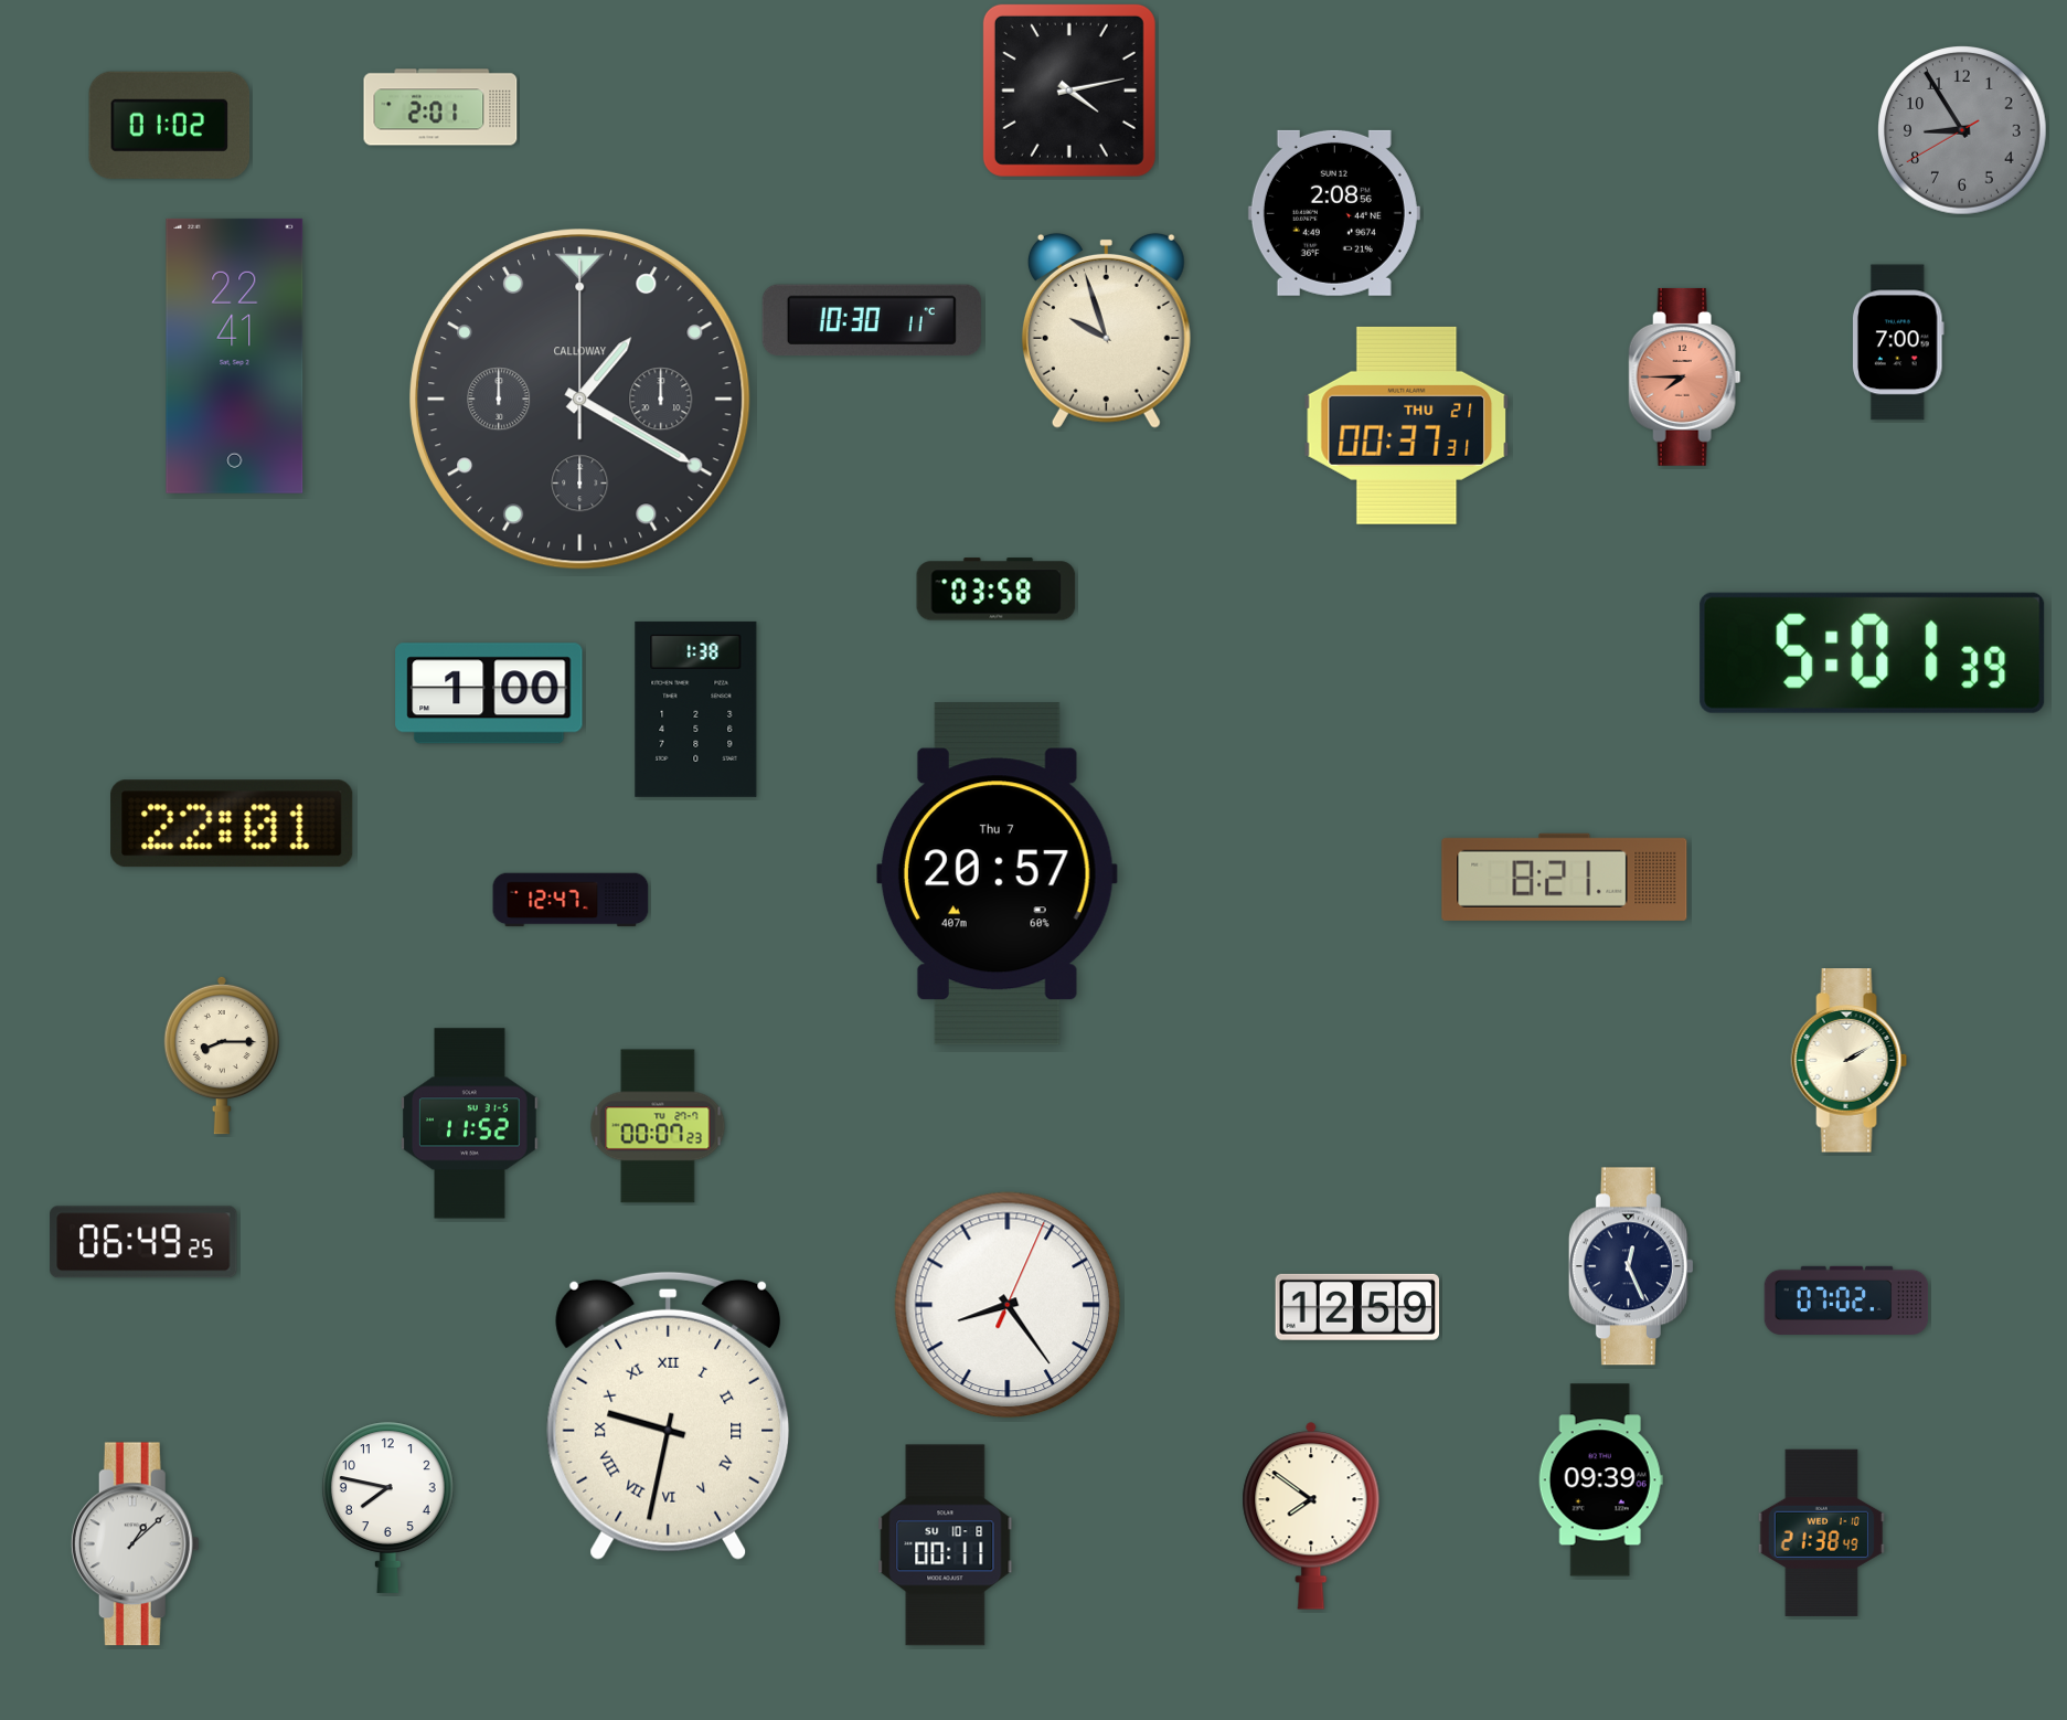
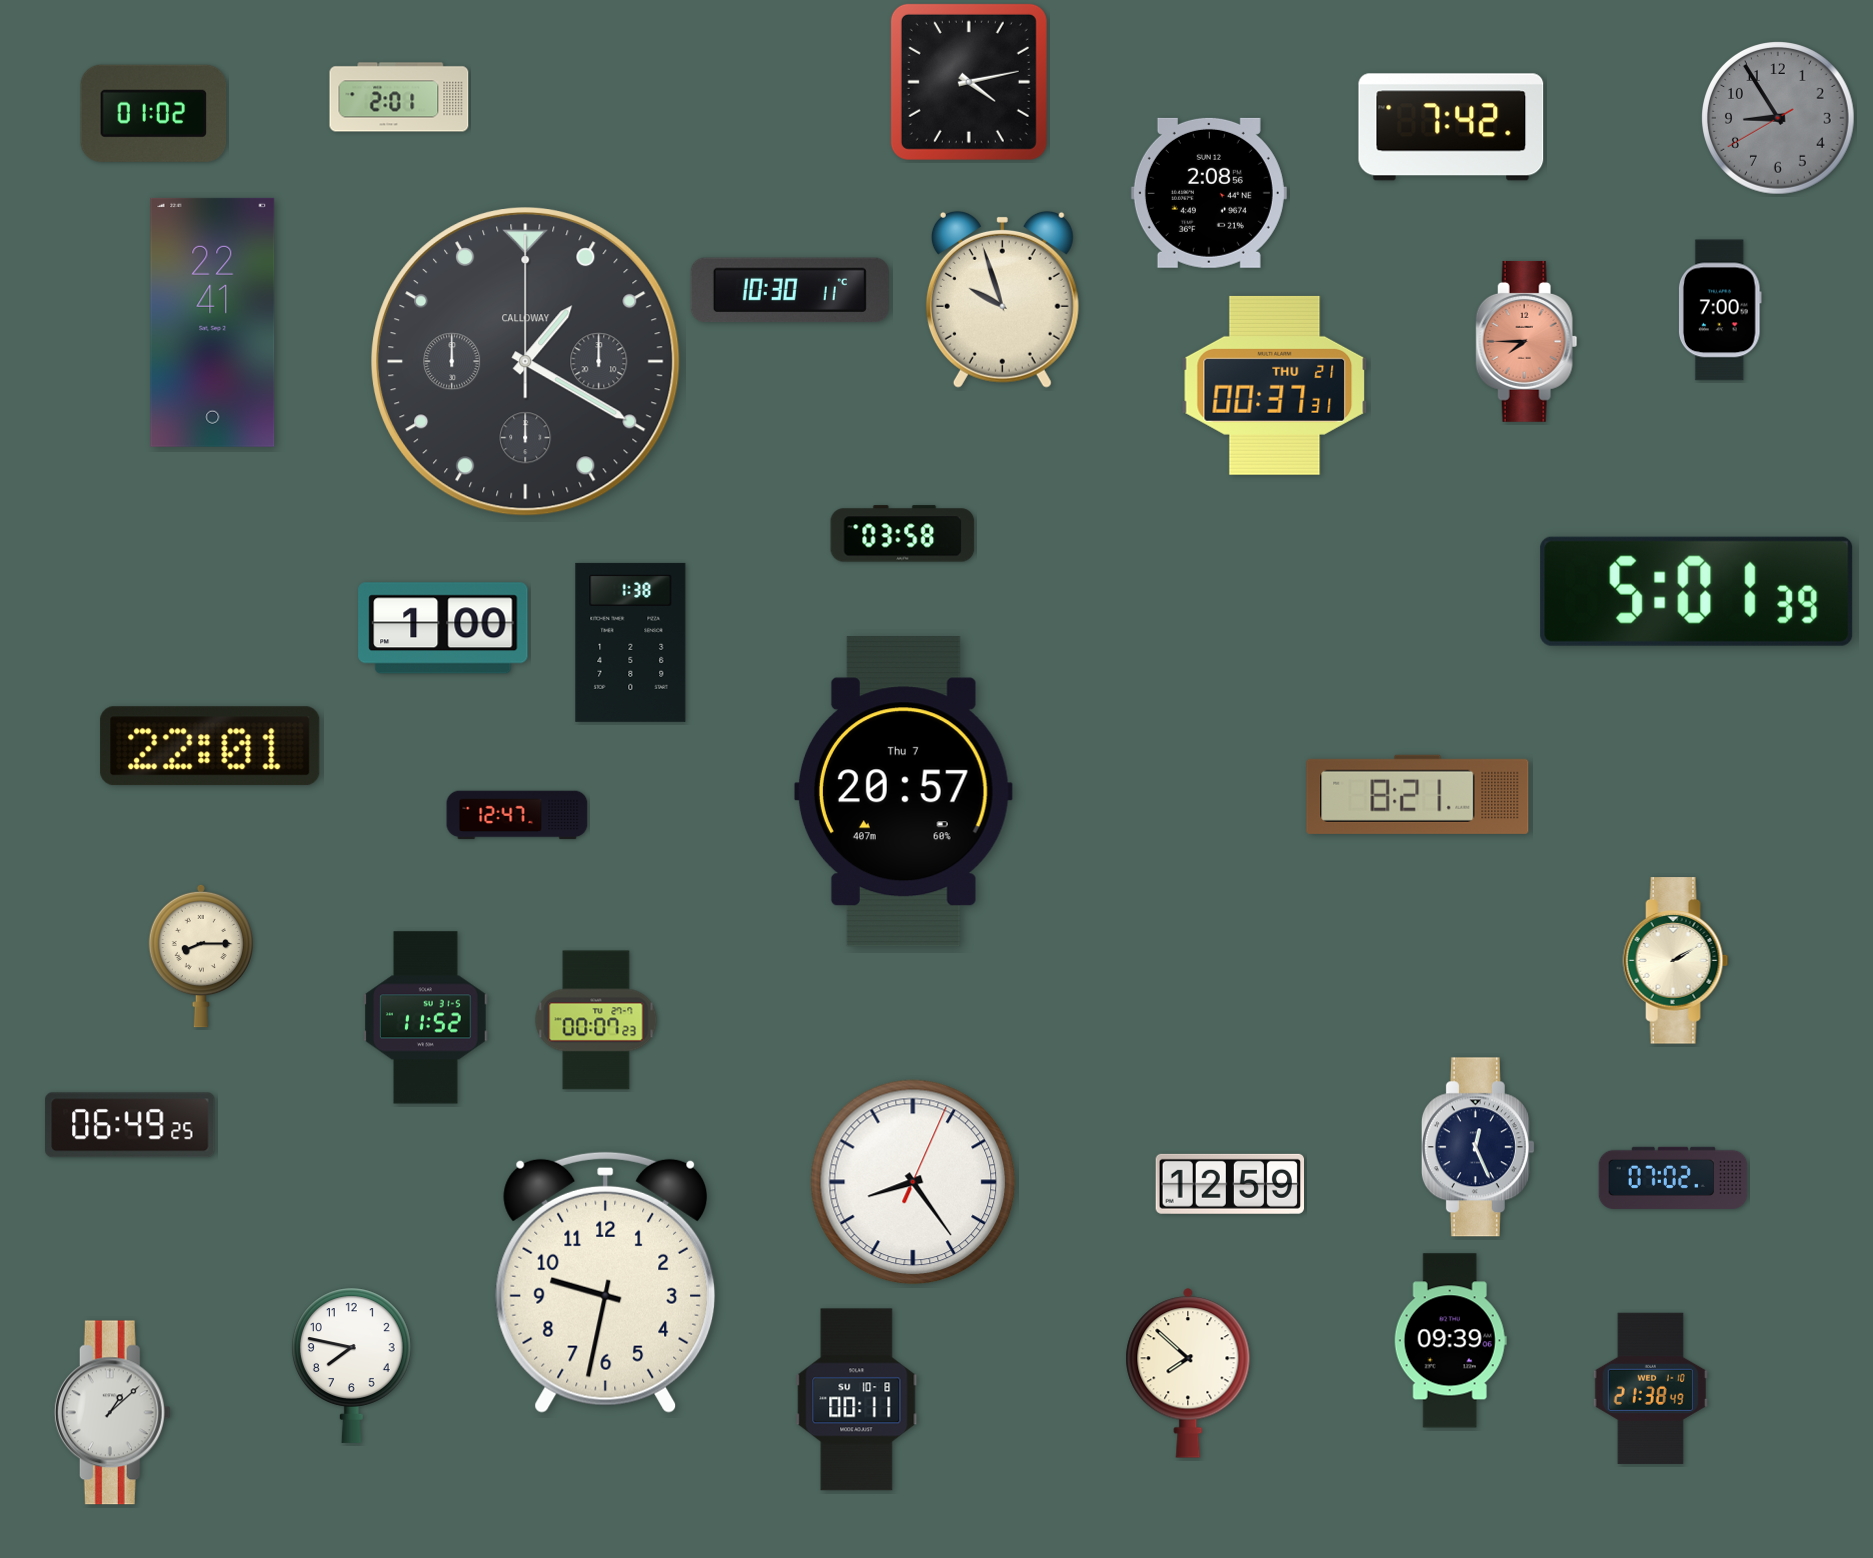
clock at (1451, 127): none -> 7:42
clock at (669, 1415) numerals: Roman -> Arabic
clock at (1311, 1516): 7:51 -> 7:52
clock at (135, 1544) position: (135, 1544) -> (112, 1413)
